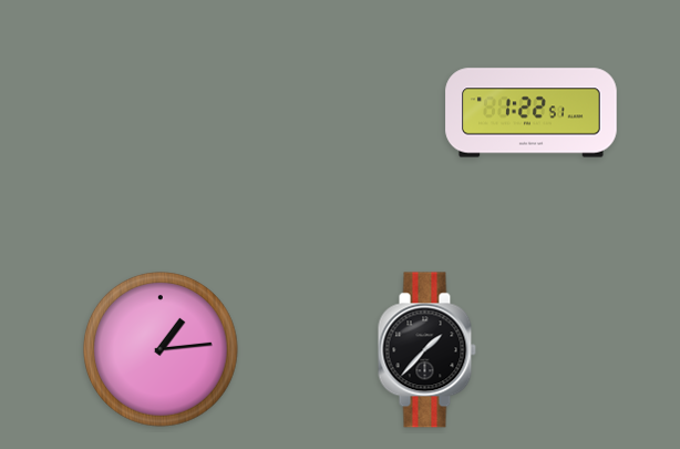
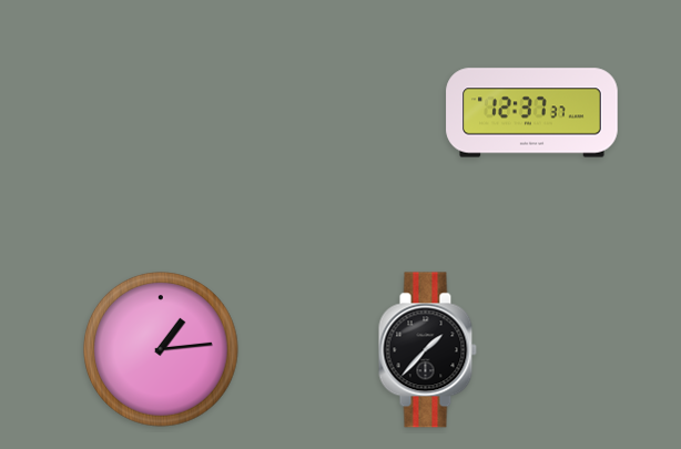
clock at (532, 113): 1:22 -> 12:37
